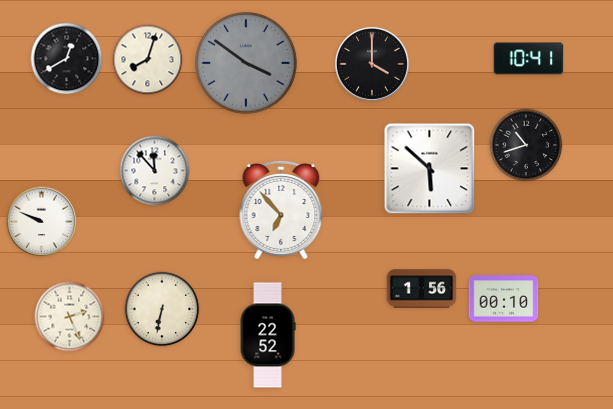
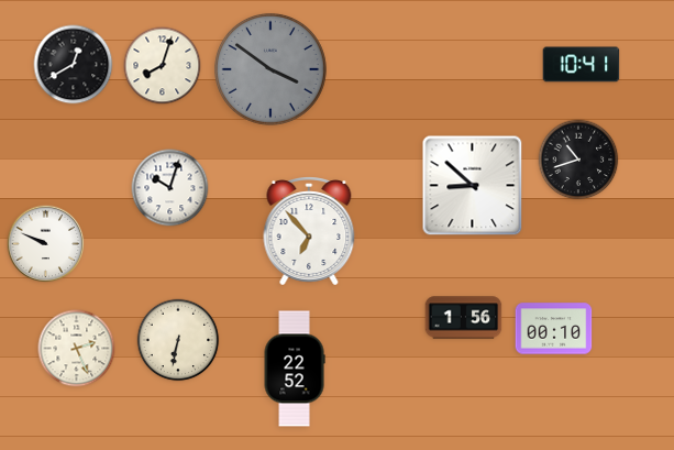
clock at (372, 64): 4:00 -> none
clock at (430, 169): 5:52 -> 8:52
clock at (155, 171): 11:53 -> 10:03
